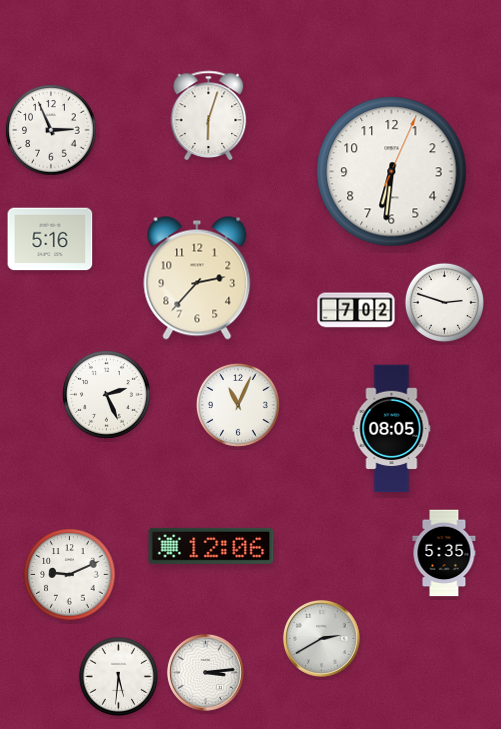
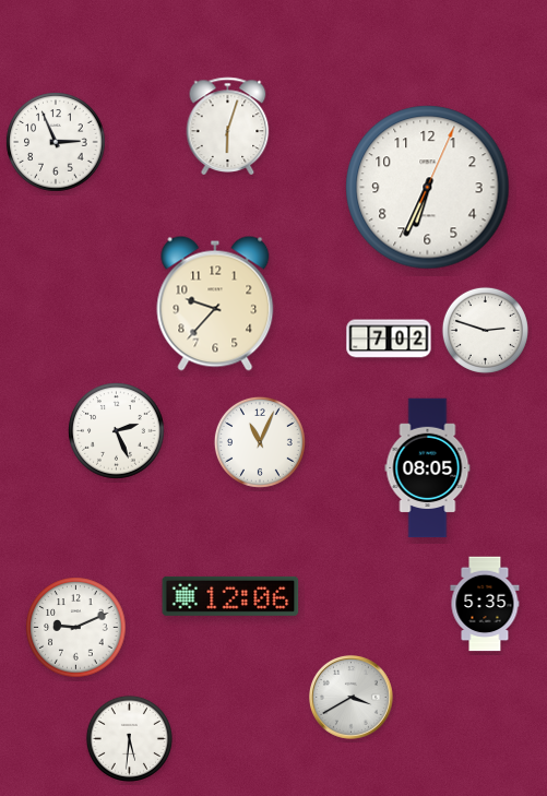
clock at (392, 172): 6:31 -> 6:34
clock at (50, 239): 5:16 -> none
clock at (197, 278): 2:37 -> 9:37
clock at (321, 638): 2:40 -> 3:40
clock at (205, 672): 3:14 -> none
